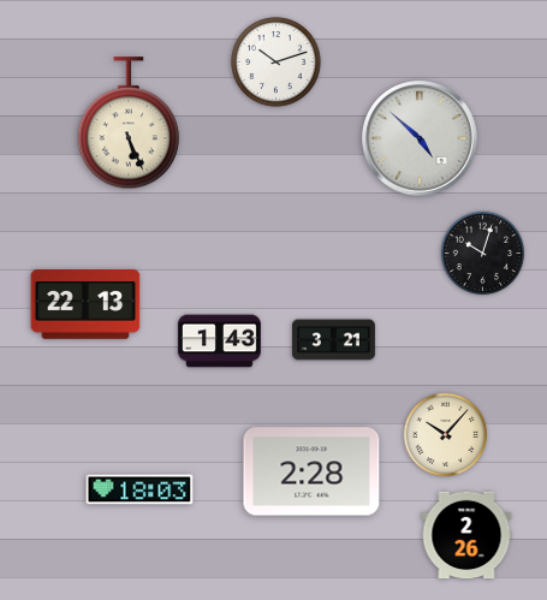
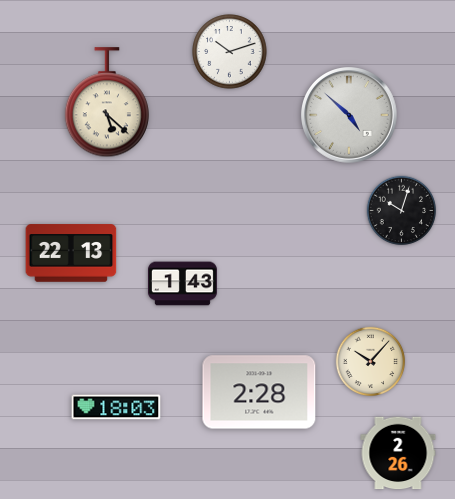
clock at (129, 124): 5:26 -> 5:22
clock at (333, 340): 3:21 -> none
clock at (466, 535) position: (466, 535) -> (398, 453)
